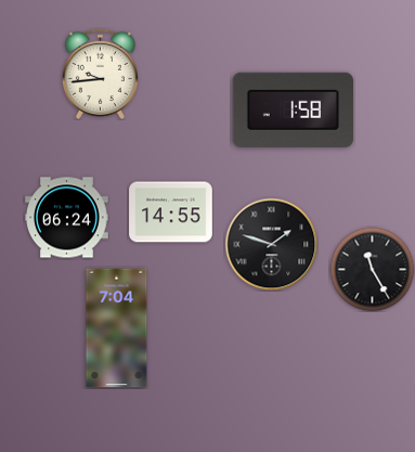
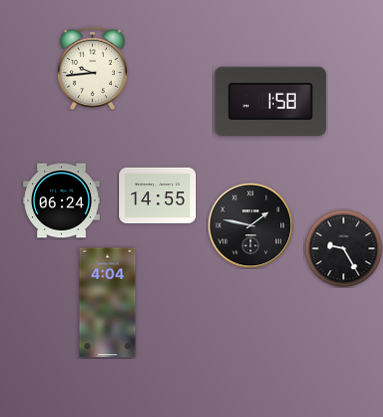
clock at (271, 244): 1:48 -> 1:47
clock at (372, 269): 11:25 -> 9:25
clock at (117, 328): 7:04 -> 4:04
